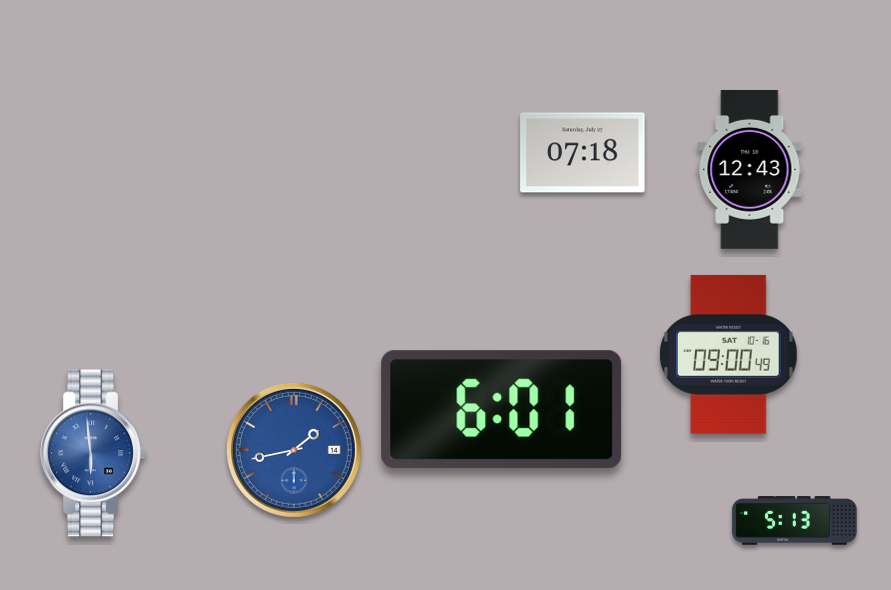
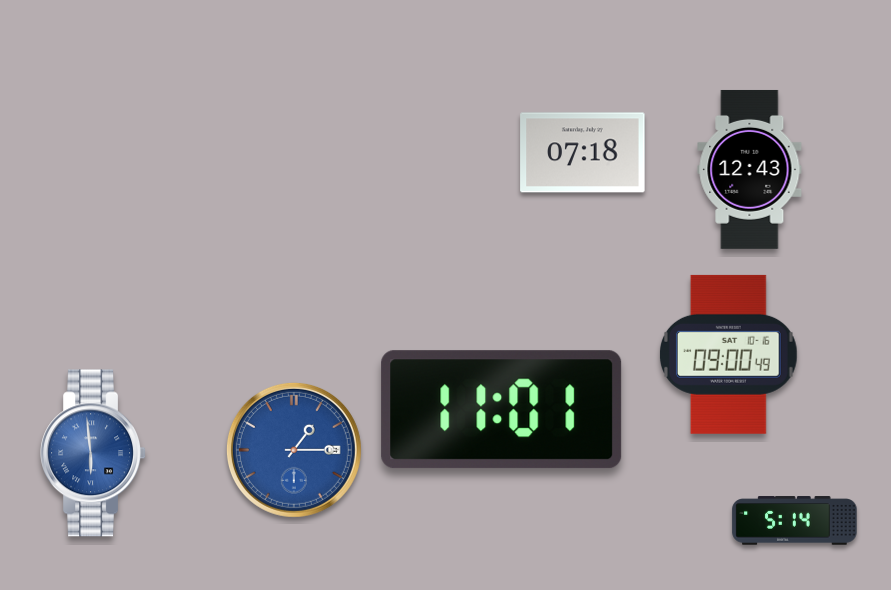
clock at (502, 410): 6:01 -> 11:01
clock at (294, 450): 1:43 -> 1:15
clock at (795, 521): 5:13 -> 5:14
